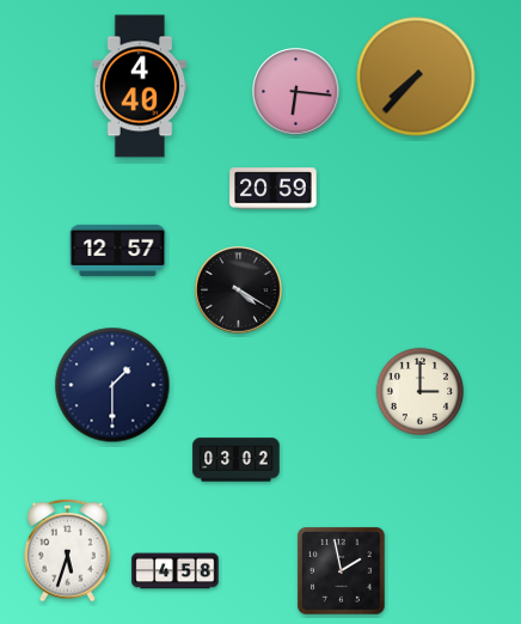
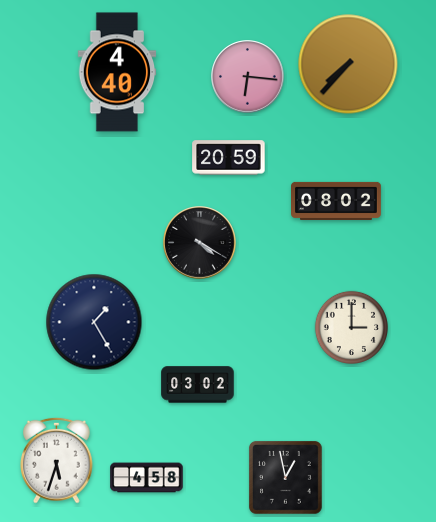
clock at (337, 201): none -> 08:02
clock at (118, 250): 12:57 -> none
clock at (112, 385): 1:30 -> 1:25
clock at (341, 570): 1:58 -> 12:58
